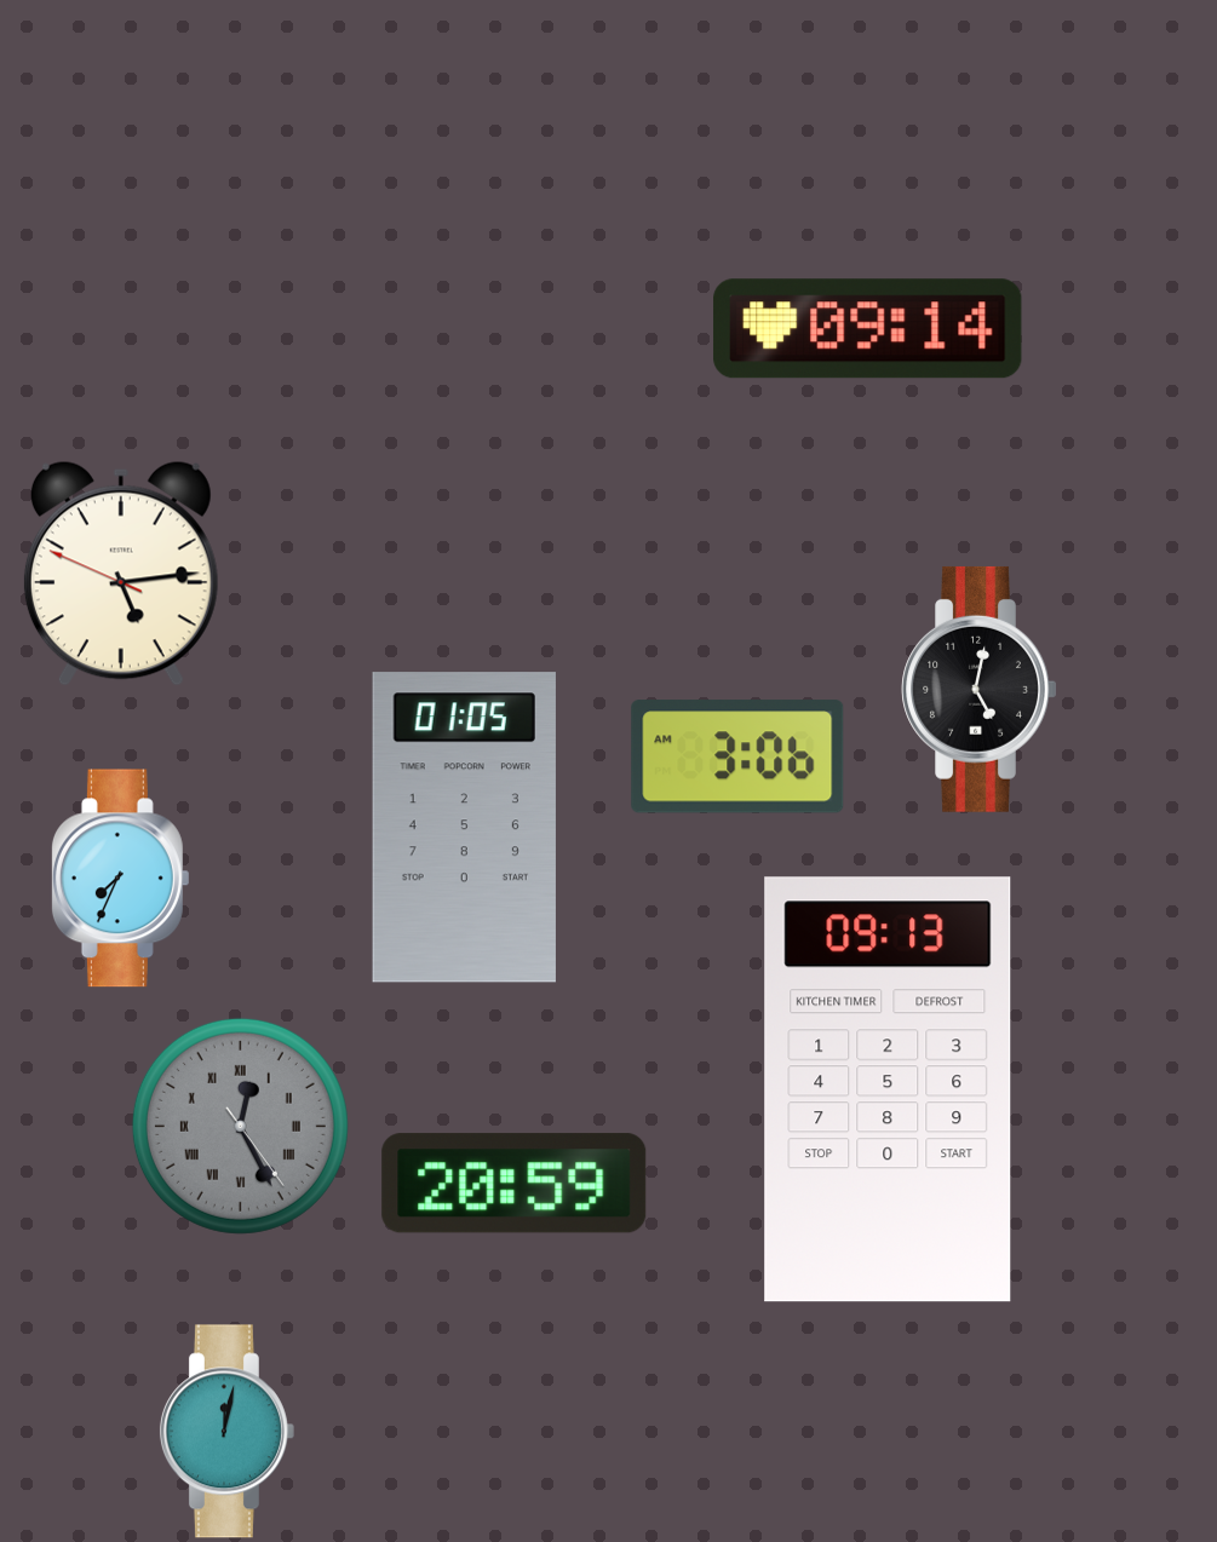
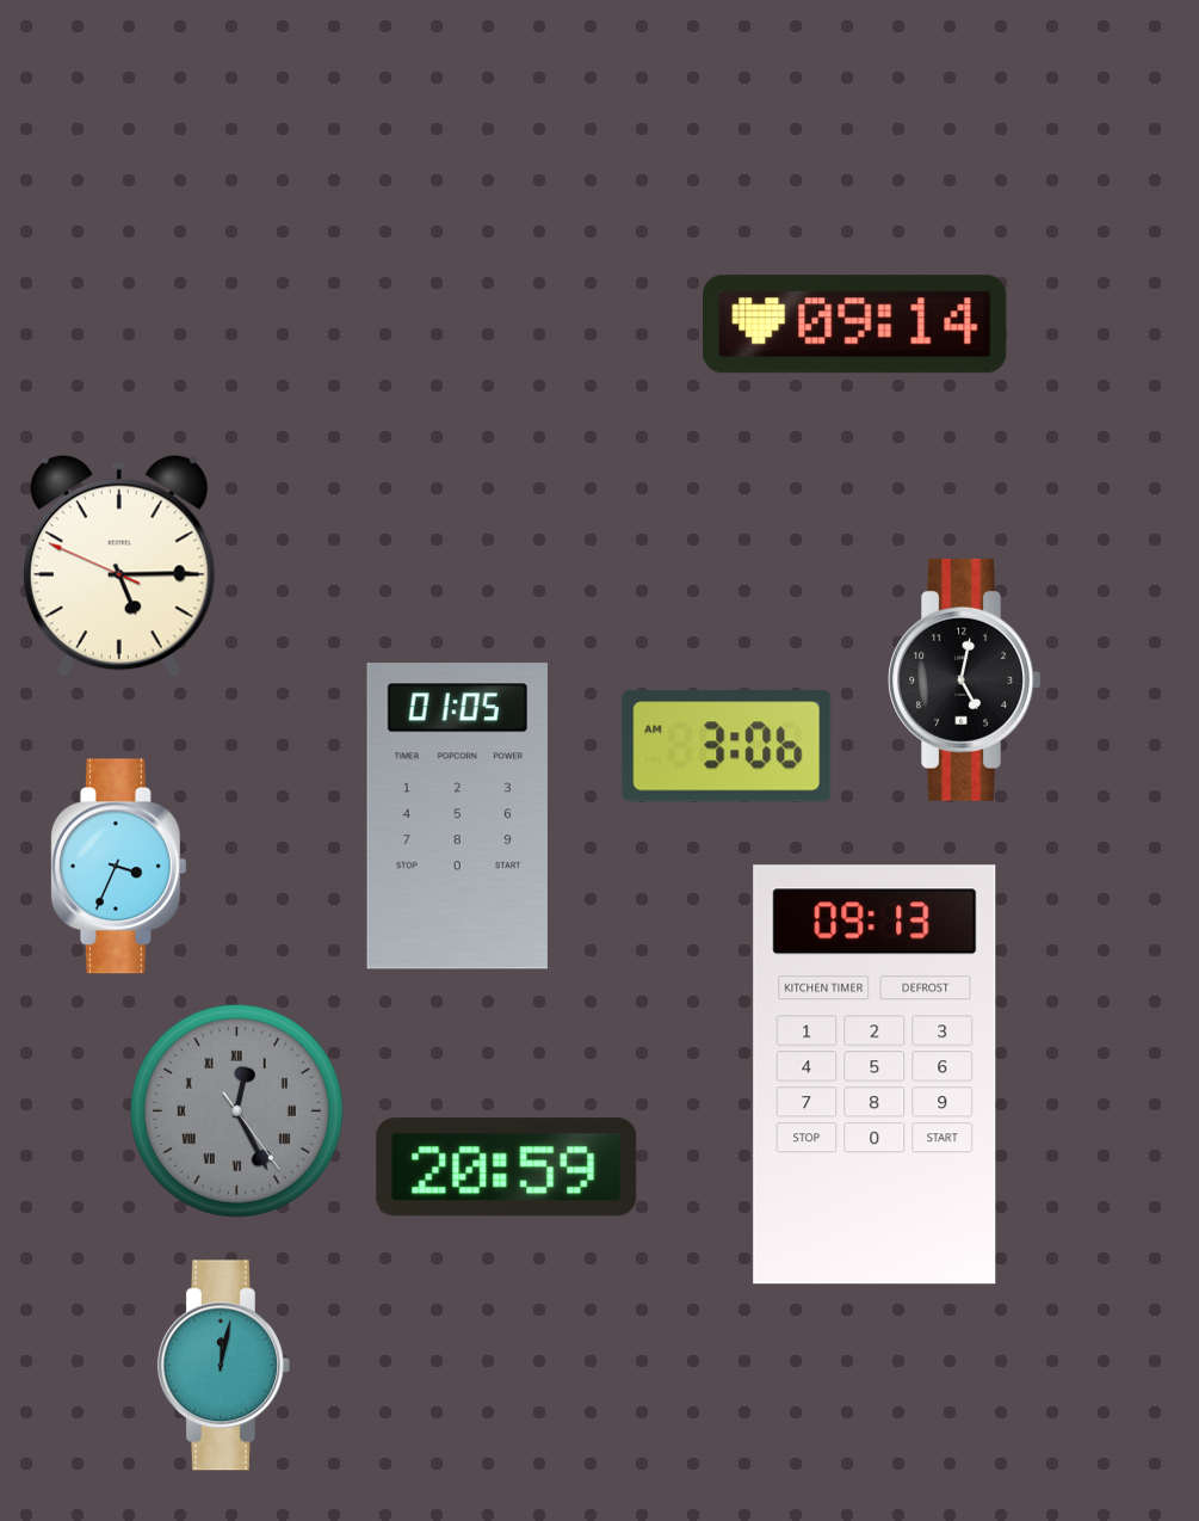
clock at (121, 574): 5:13 -> 5:14
clock at (120, 879): 7:34 -> 3:34
clock at (226, 1432) position: (226, 1432) -> (223, 1366)
